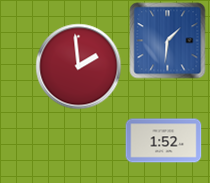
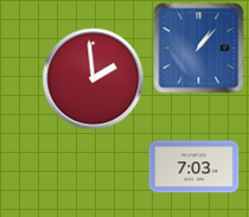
clock at (168, 41): 1:31 -> 1:07
clock at (164, 141): 1:52 -> 7:03
